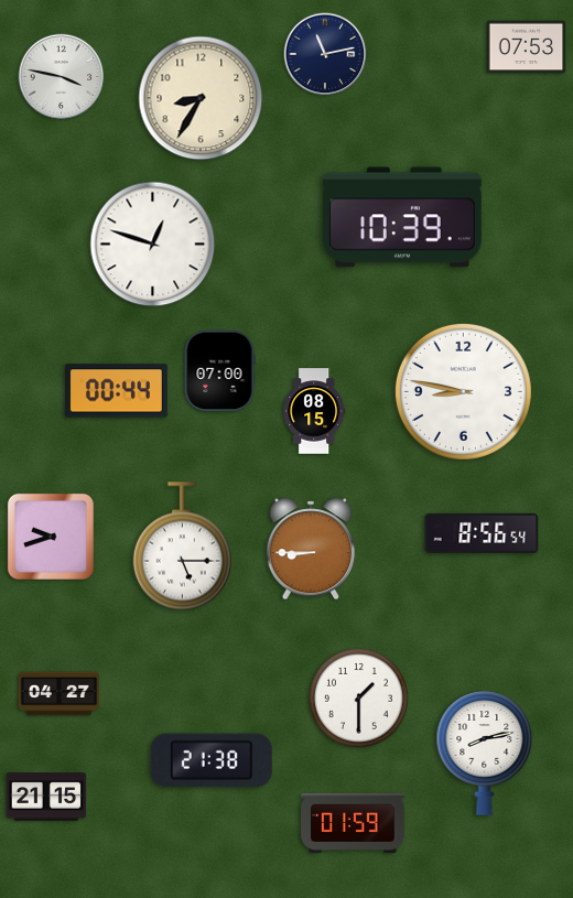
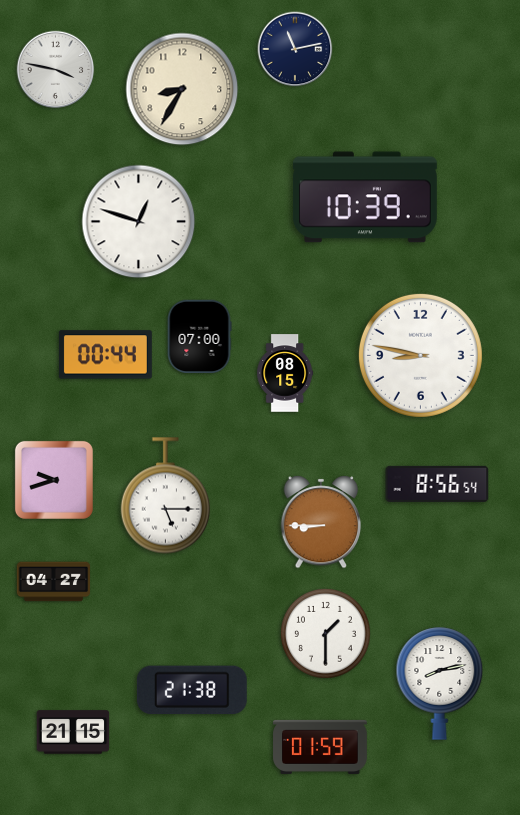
clock at (527, 47): 07:53 -> none
clock at (51, 537) position: (51, 537) -> (54, 480)
clock at (311, 549) position: (311, 549) -> (321, 522)
clock at (60, 694) position: (60, 694) -> (54, 582)
clock at (46, 797) position: (46, 797) -> (73, 732)
